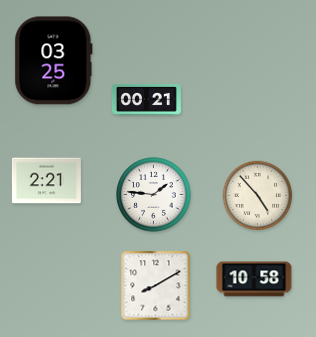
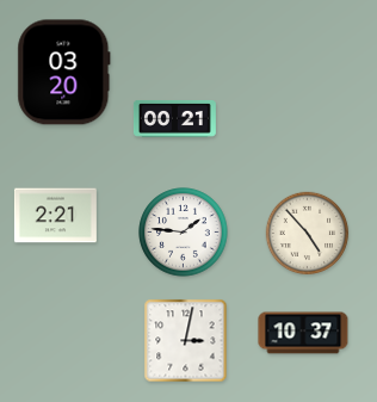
clock at (54, 61): 03:25 -> 03:20
clock at (254, 279): 10:58 -> 10:37
clock at (156, 286): 8:10 -> 3:02
